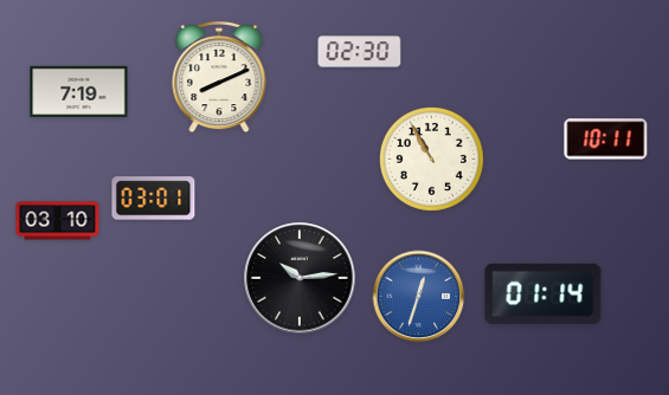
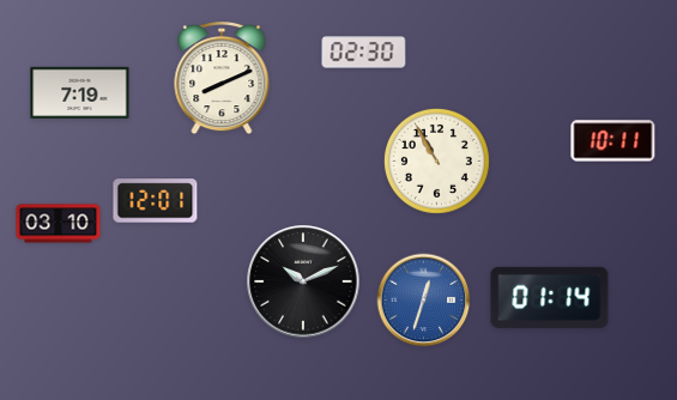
clock at (154, 199): 03:01 -> 12:01
clock at (300, 278): 10:14 -> 10:11
